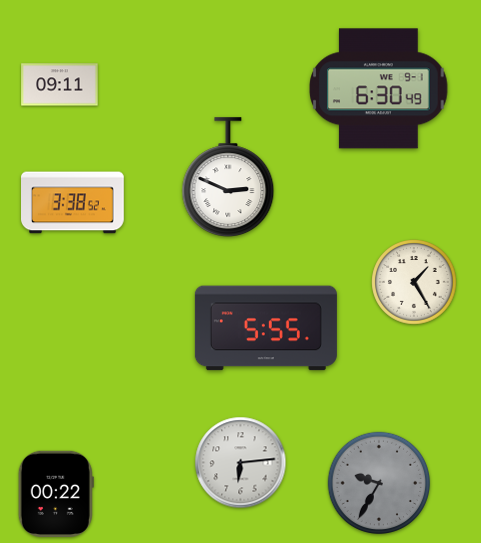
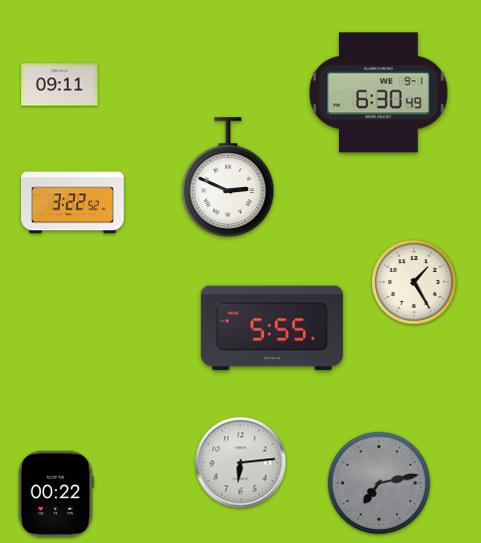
clock at (379, 89) position: (379, 89) -> (379, 93)
clock at (73, 203): 3:38 -> 3:22
clock at (266, 328) position: (266, 328) -> (272, 328)
clock at (379, 483): 9:35 -> 7:13
